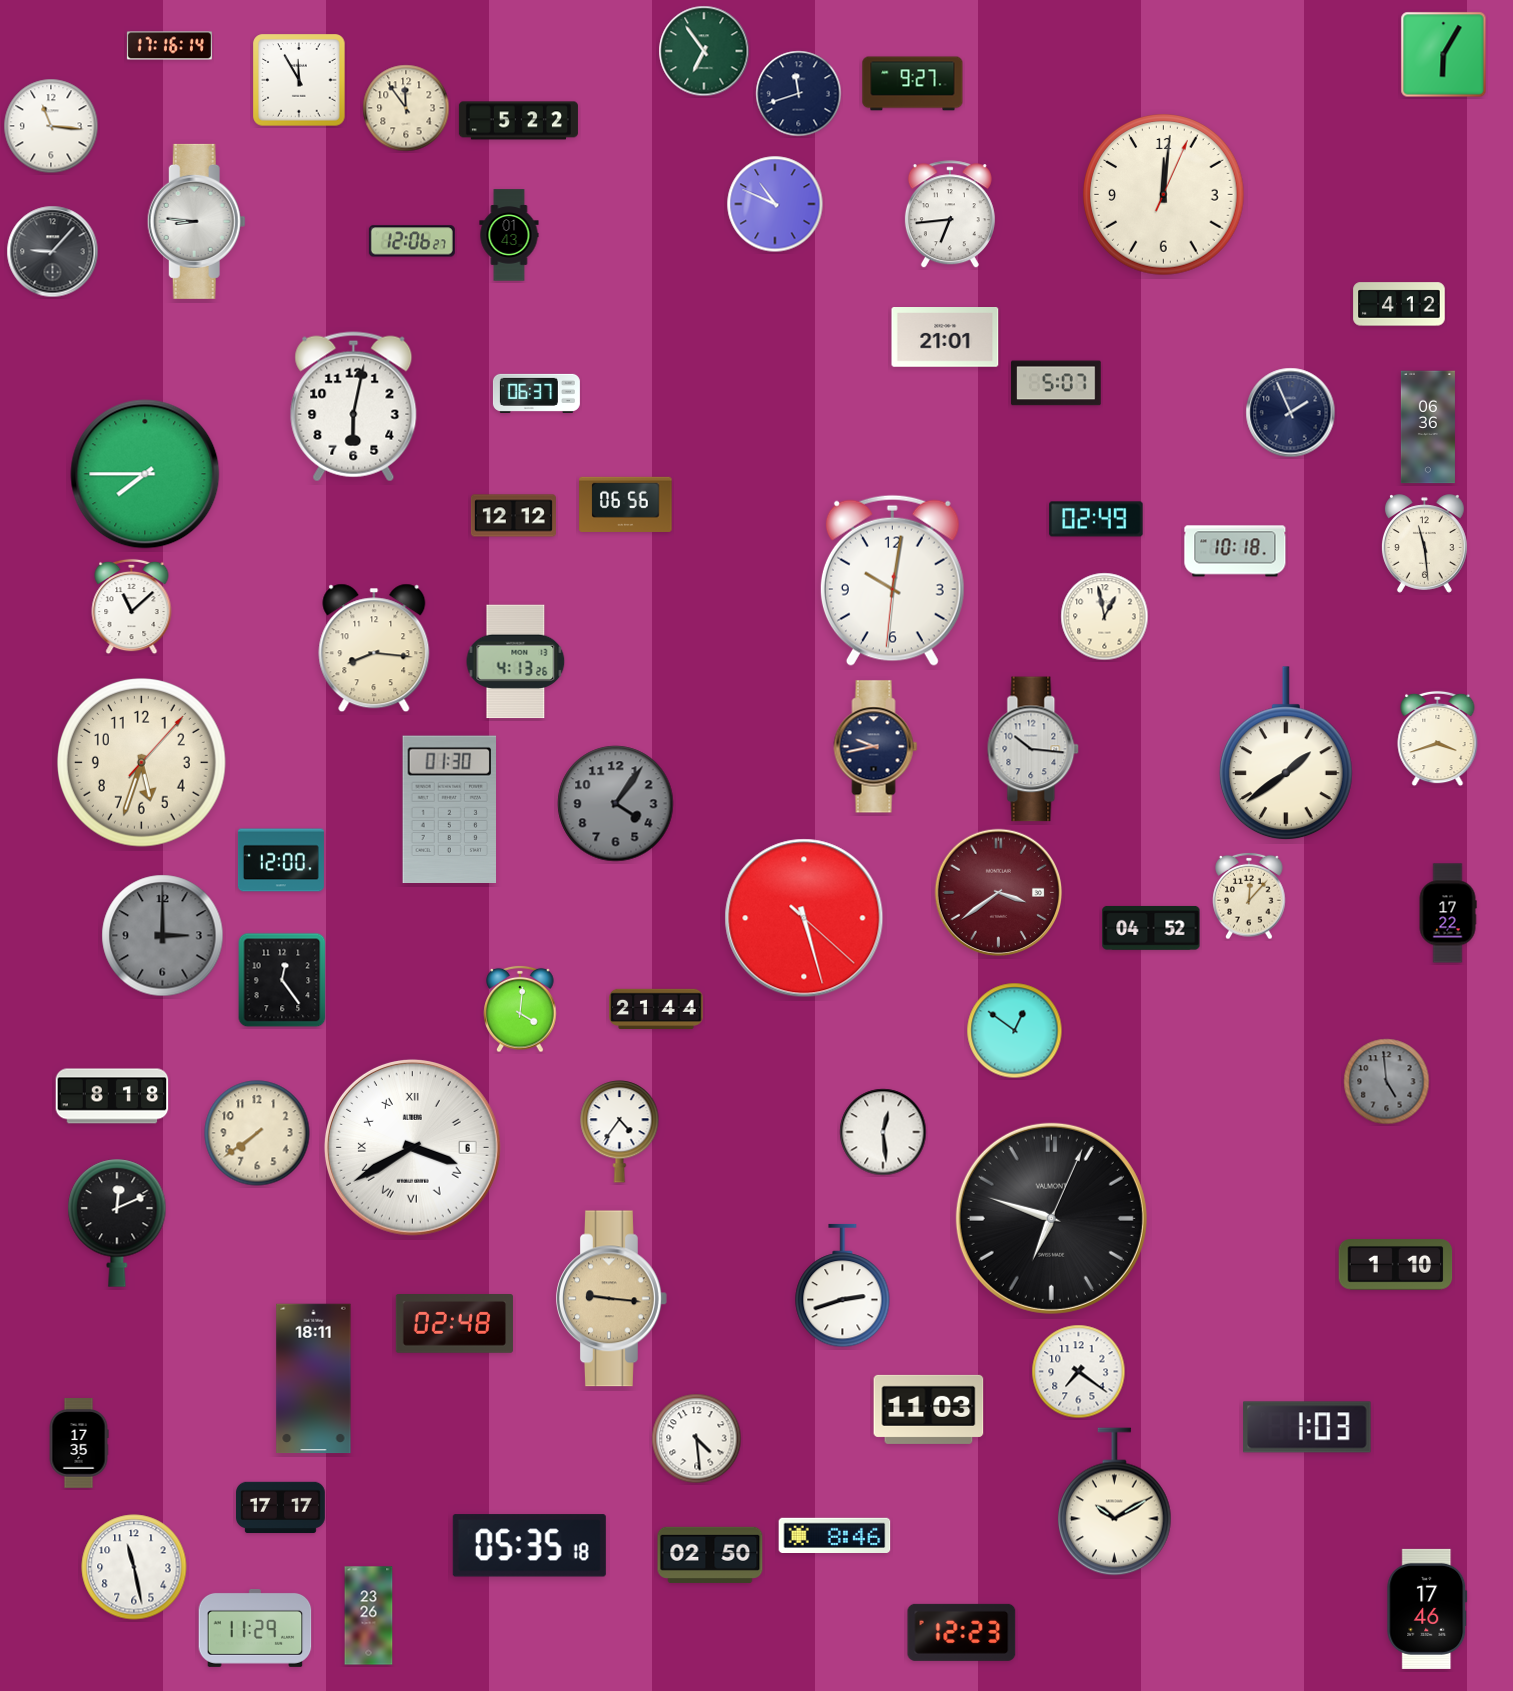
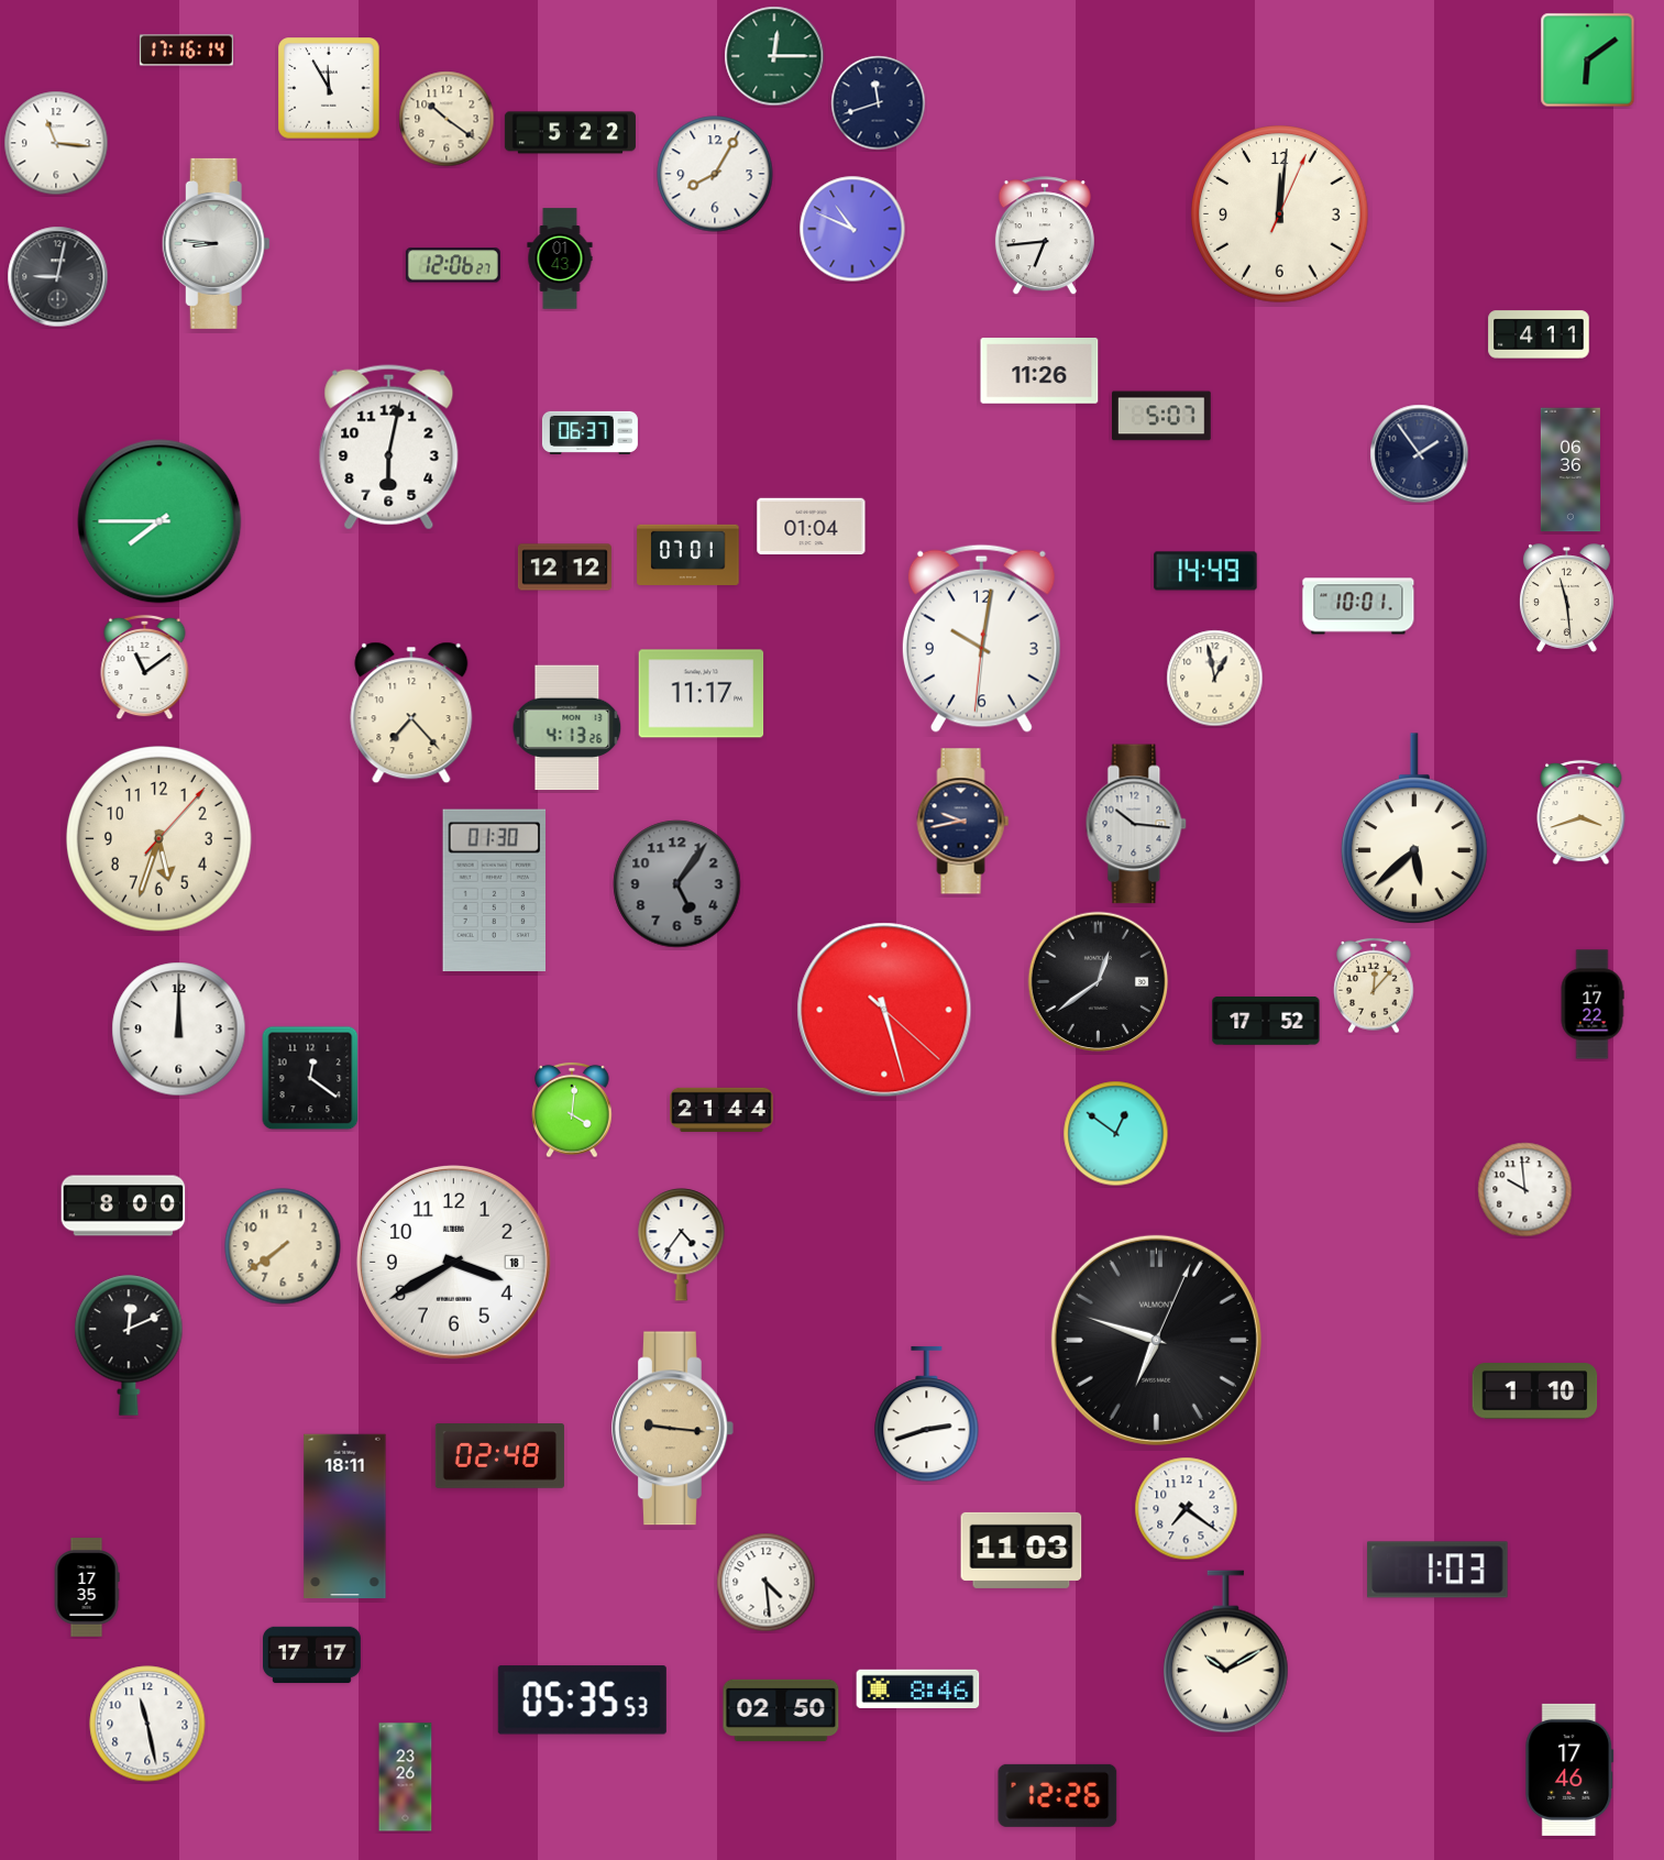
clock at (704, 51): 6:54 -> 12:15
clock at (1444, 55): 6:05 -> 6:09
clock at (913, 84): 9:27 -> none
clock at (406, 108): 11:54 -> 10:21
clock at (51, 126) position: (51, 126) -> (56, 143)
clock at (715, 174): none -> 8:05
clock at (775, 204) position: (775, 204) -> (852, 229)
clock at (53, 252): 9:07 -> 9:02
clock at (1399, 304): 4:12 -> 4:11
clock at (945, 338): 21:01 -> 11:26
clock at (1057, 383) position: (1057, 383) -> (1162, 416)
clock at (1291, 413): 1:56 -> 1:54
clock at (812, 527): none -> 01:04
clock at (626, 504): 06:56 -> 07:01
clock at (1096, 519): 02:49 -> 14:49
clock at (1235, 551): 10:18 -> 10:01
clock at (132, 607): 11:08 -> 11:09
clock at (702, 694): none -> 11:17
clock at (374, 648): 8:16 -> 7:23
clock at (1286, 754): 1:39 -> 5:38
clock at (142, 763) position: (142, 763) -> (159, 839)
clock at (616, 804): 4:06 -> 5:06
clock at (281, 860): 12:00 -> none
clock at (999, 893): 3:39 -> 12:39
clock at (999, 893) dial: burgundy -> black
clock at (1151, 928): 04:52 -> 17:52
clock at (163, 936): 3:00 -> 12:00
clock at (163, 936) dial: grey -> white
clock at (282, 980): 12:24 -> 12:21
clock at (1387, 1082): 4:59 -> 9:59
clock at (1387, 1082) dial: grey -> white
clock at (112, 1096): 8:18 -> 8:00
clock at (883, 1132): 12:29 -> none
clock at (412, 1147) date: 6 -> 18
clock at (412, 1147) numerals: Roman -> Arabic
clock at (281, 1508) position: (281, 1508) -> (312, 1655)
clock at (529, 1546): 05:35:18 -> 05:35:53
clock at (255, 1629): 11:29 -> none
clock at (962, 1632): 12:23 -> 12:26
